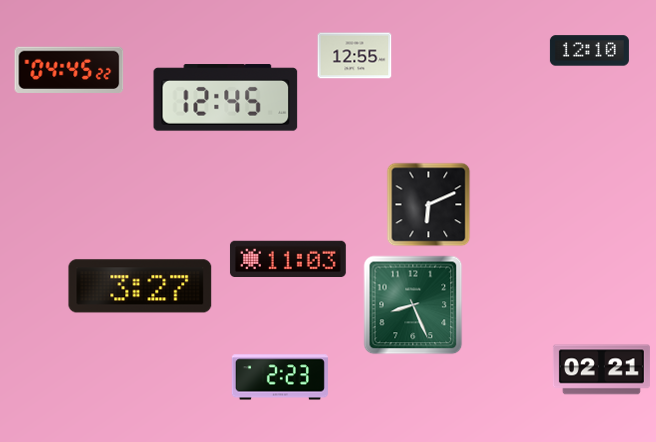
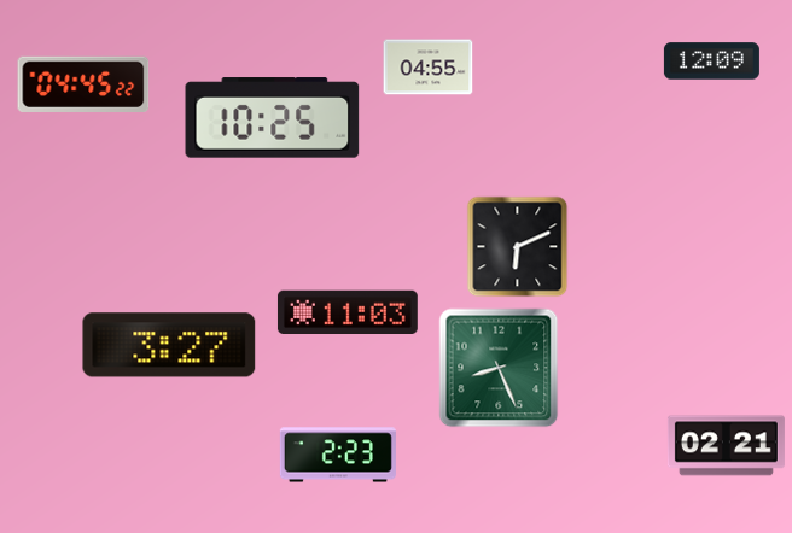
clock at (589, 51): 12:10 -> 12:09
clock at (355, 56): 12:55 -> 04:55
clock at (226, 98): 12:45 -> 10:25
